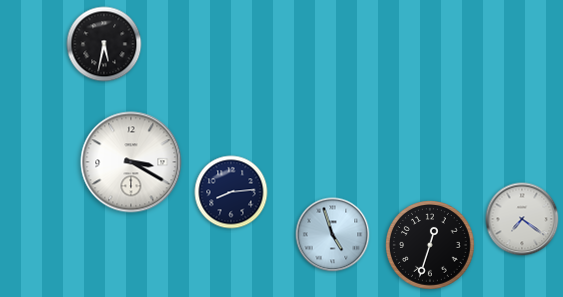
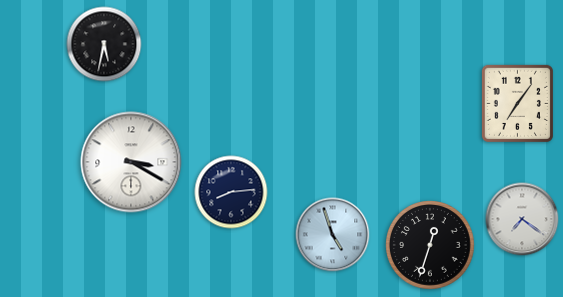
clock at (517, 103): none -> 7:06
